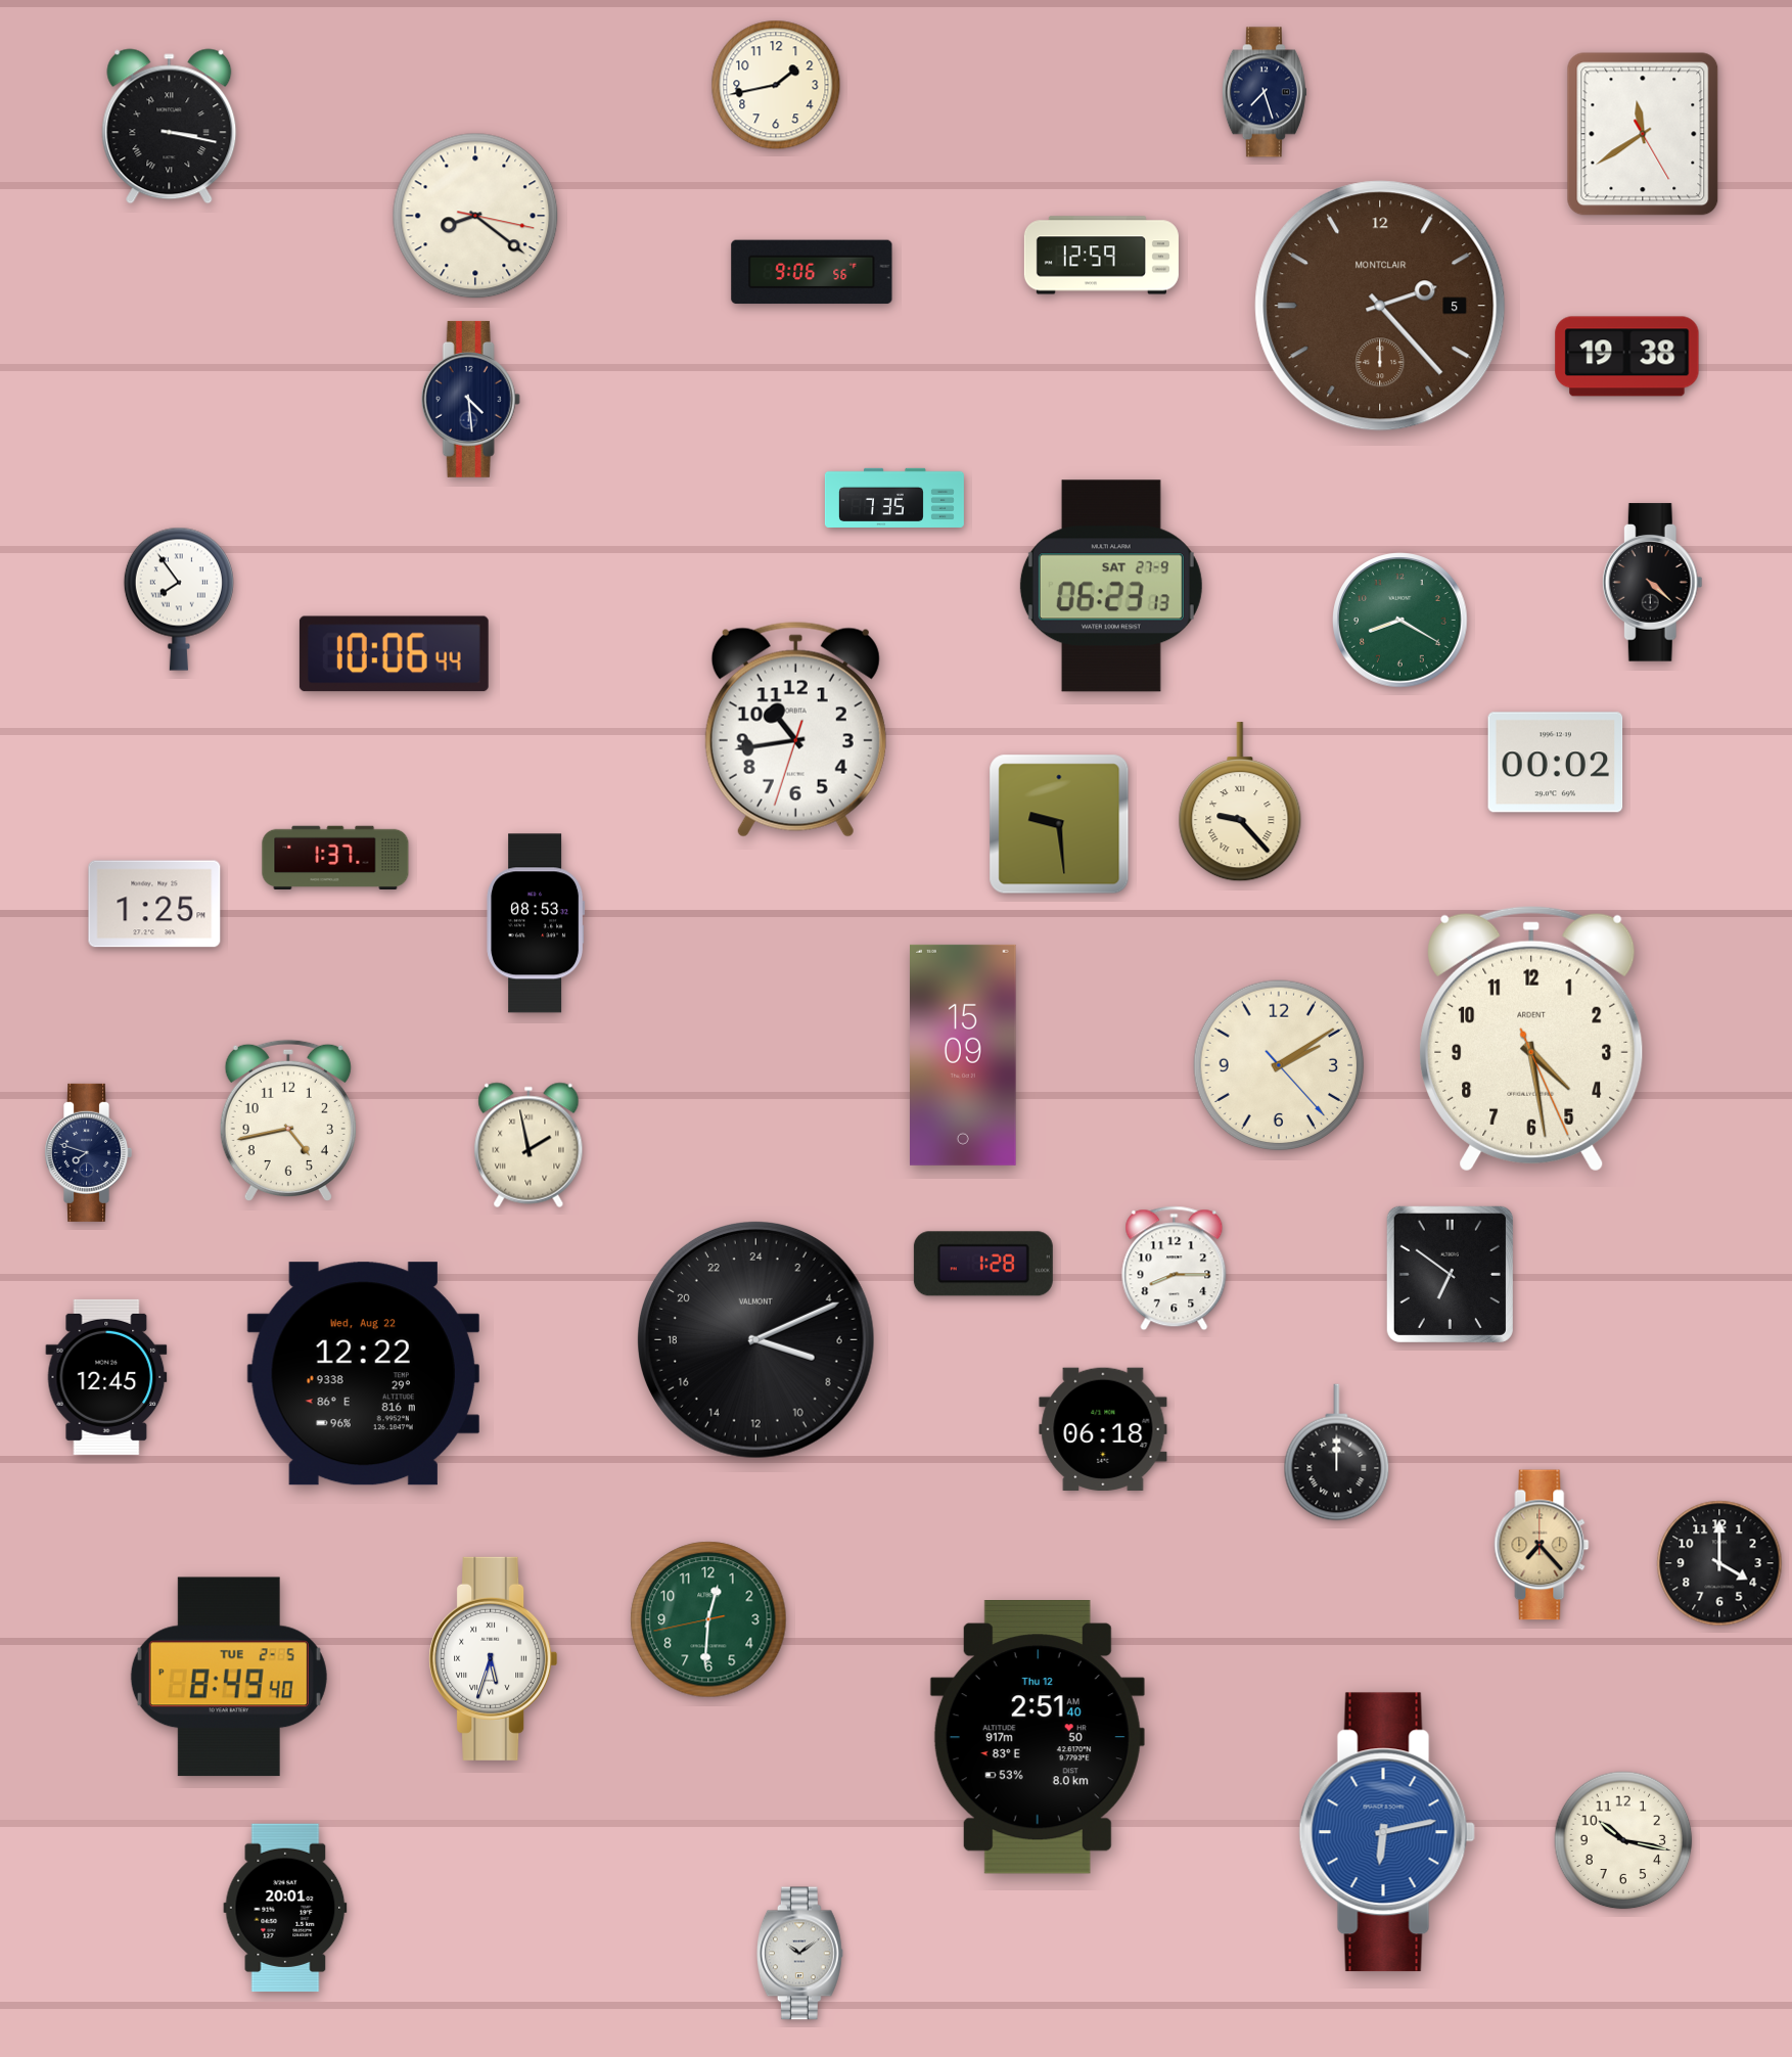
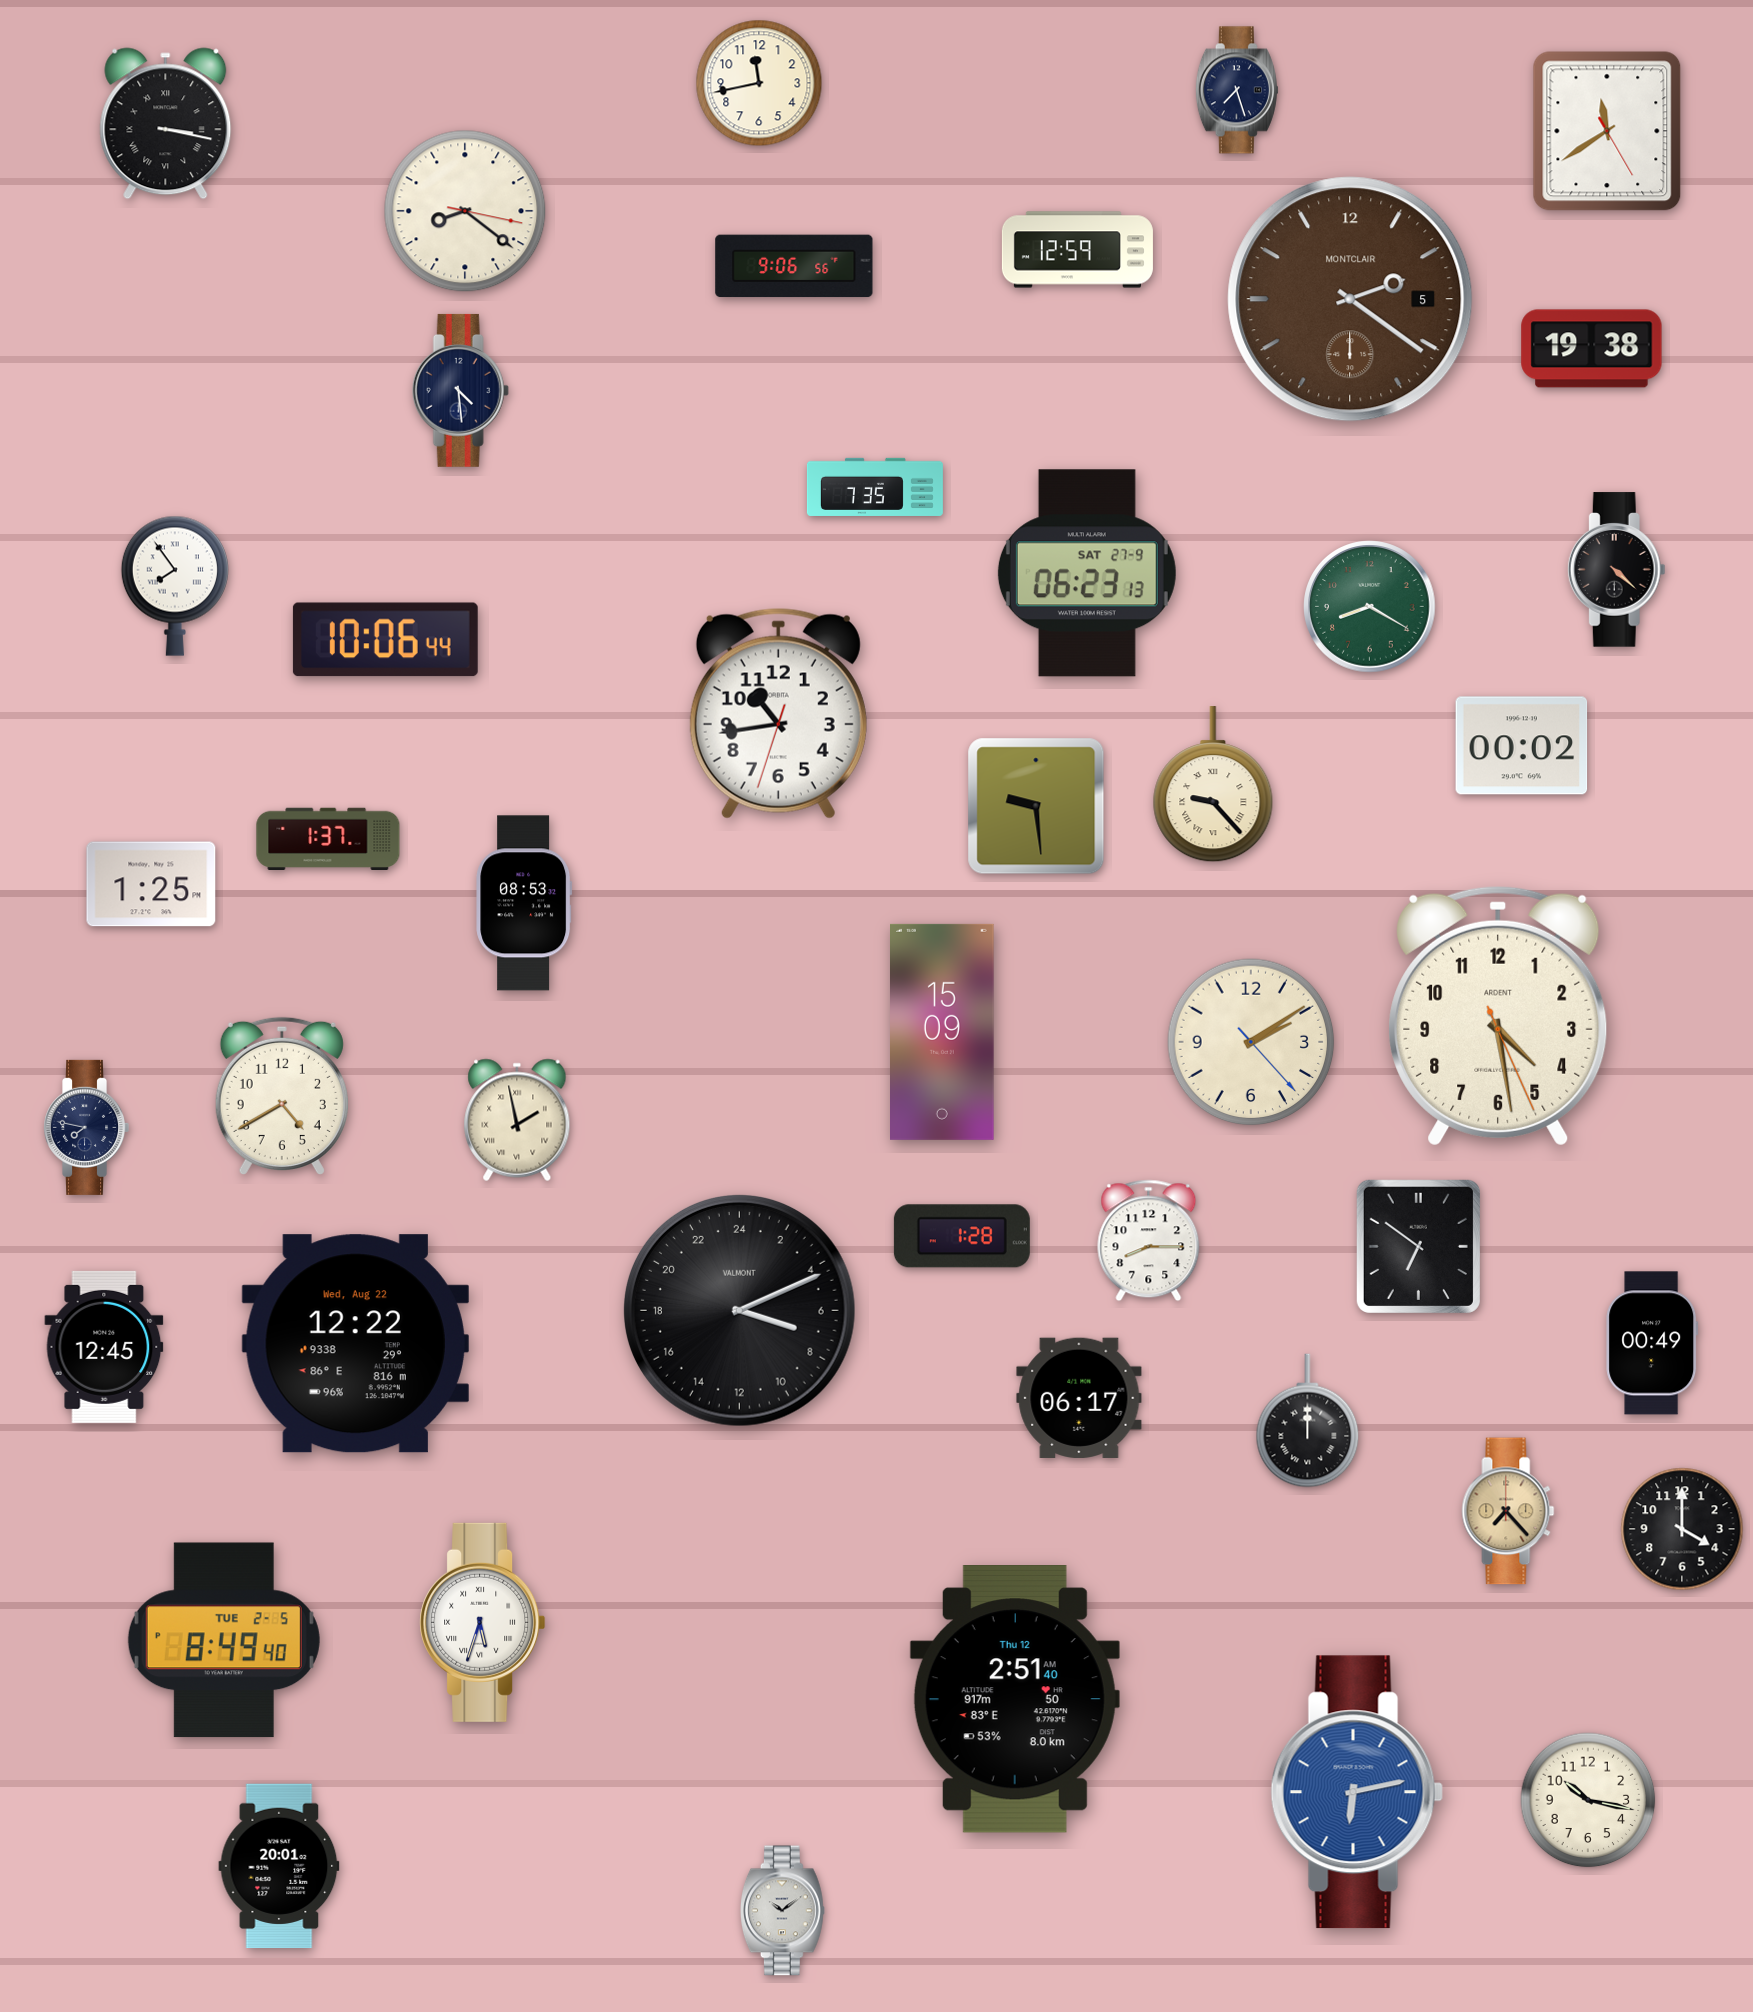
clock at (776, 85): 1:43 -> 11:43
clock at (1380, 306): 2:23 -> 2:21
clock at (288, 1119): 4:43 -> 4:40
clock at (89, 1152): 7:48 -> 7:47
clock at (1652, 1343): none -> 00:49
clock at (1103, 1428): 06:18 -> 06:17
clock at (708, 1619): 12:30 -> none
